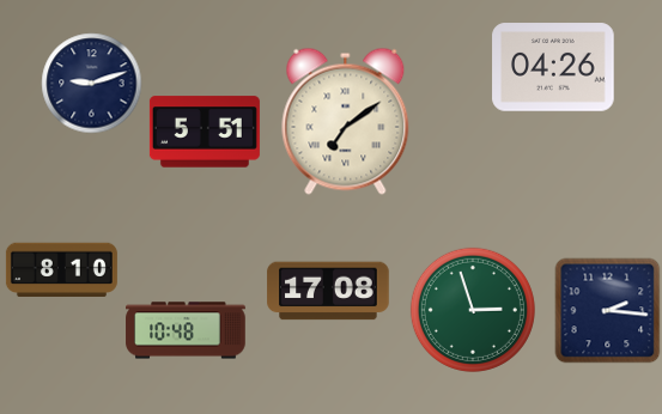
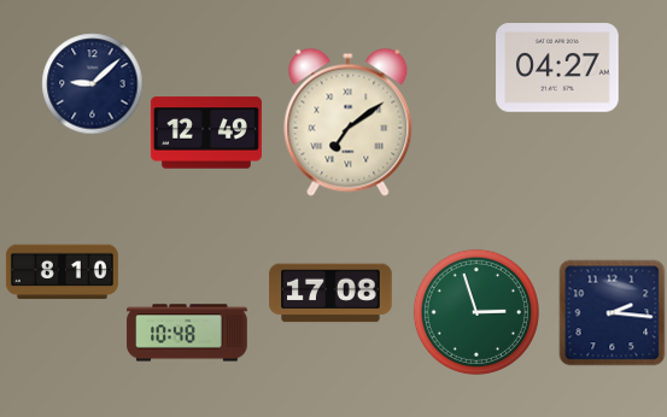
clock at (553, 67): 04:26 -> 04:27
clock at (91, 83): 9:12 -> 9:08
clock at (205, 132): 5:51 -> 12:49
